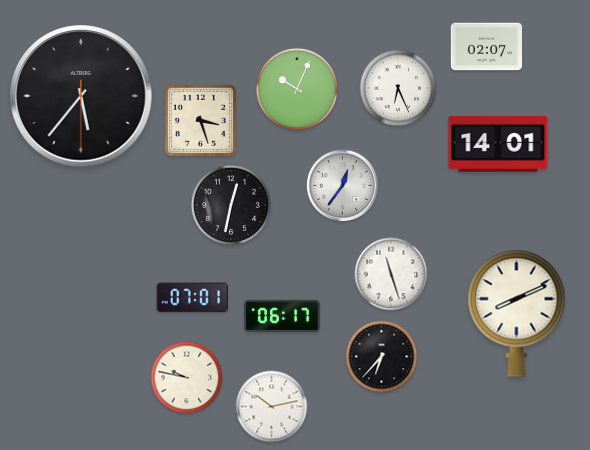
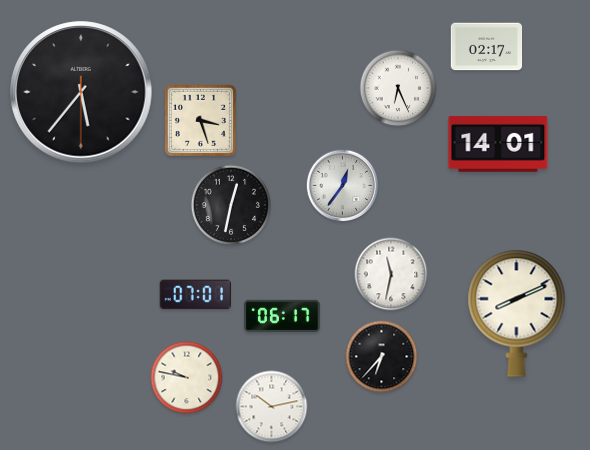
clock at (487, 47): 02:07 -> 02:17
clock at (297, 89): 10:04 -> none
clock at (81, 96) position: (81, 96) -> (81, 92)
clock at (391, 274): 11:27 -> 11:32
clock at (192, 298) position: (192, 298) -> (195, 295)
